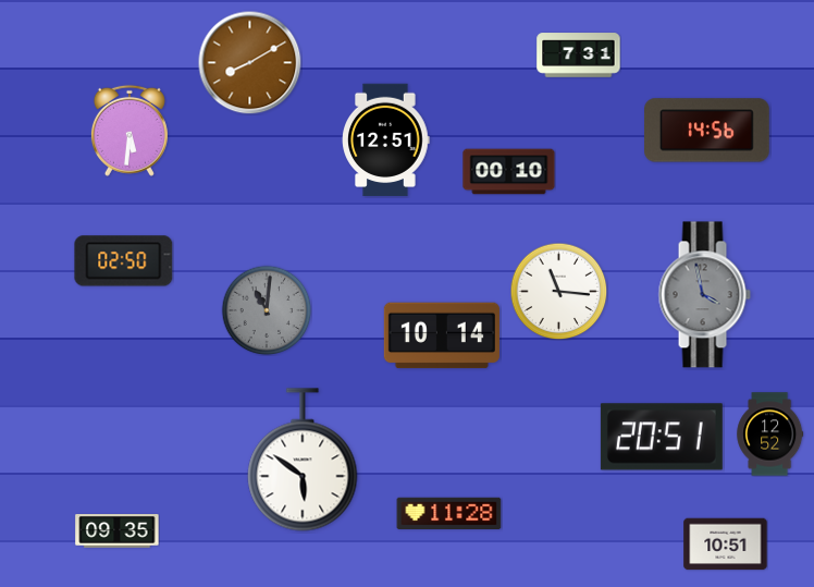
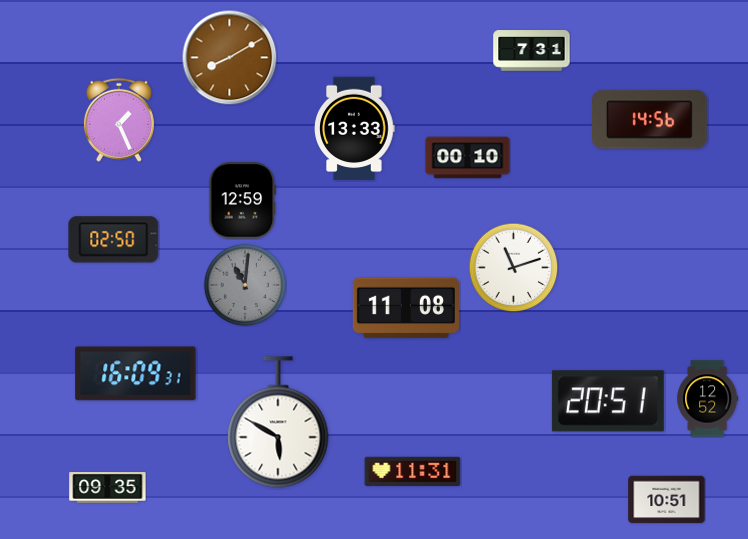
clock at (129, 131): 5:31 -> 1:26
clock at (386, 140): 12:51 -> 13:33
clock at (243, 201): none -> 12:59
clock at (558, 291): 11:16 -> 11:12
clock at (704, 295): 3:58 -> none
clock at (442, 335): 10:14 -> 11:08
clock at (136, 374): none -> 16:09
clock at (303, 460): 5:51 -> 5:50
clock at (449, 514): 11:28 -> 11:31
